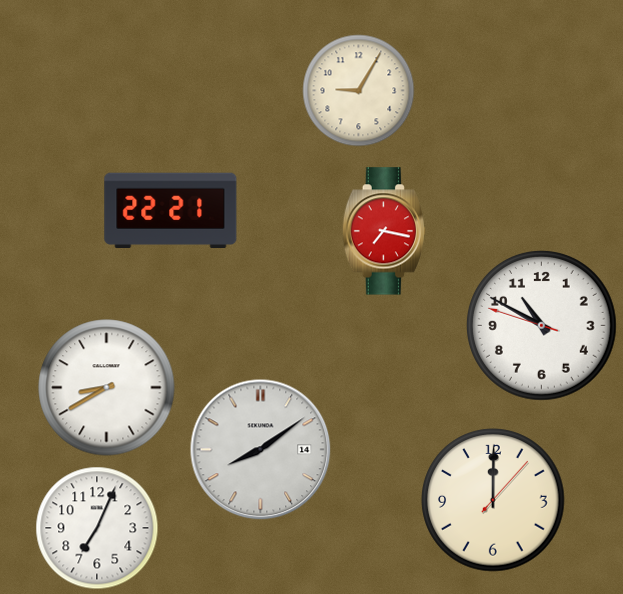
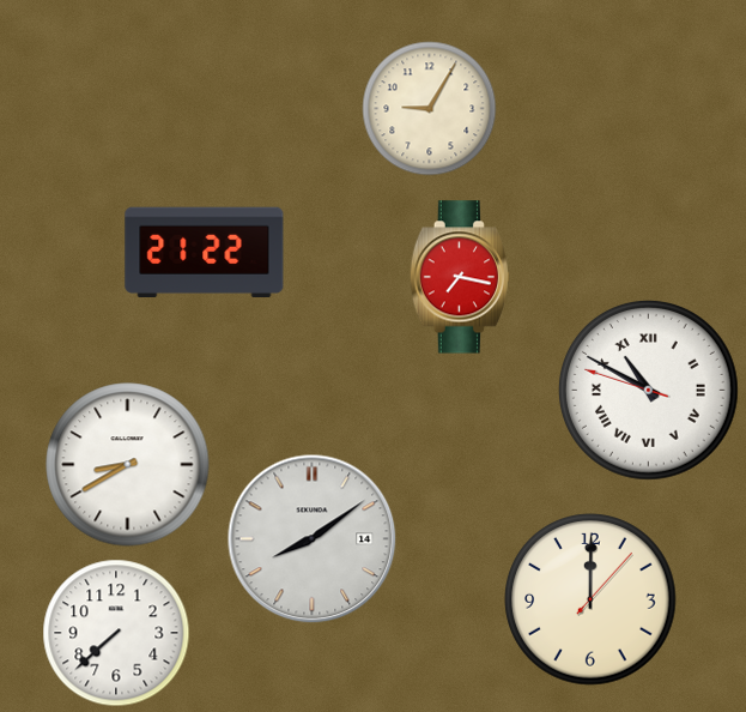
clock at (171, 210): 22:21 -> 21:22
clock at (542, 326) numerals: Arabic -> Roman
clock at (97, 528): 7:04 -> 7:38
